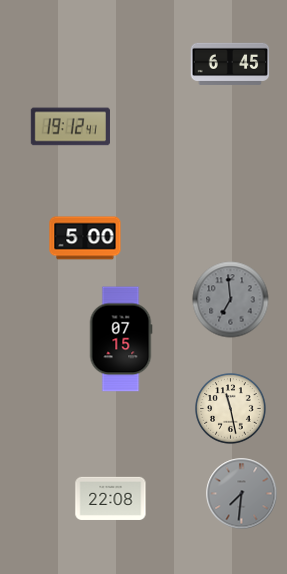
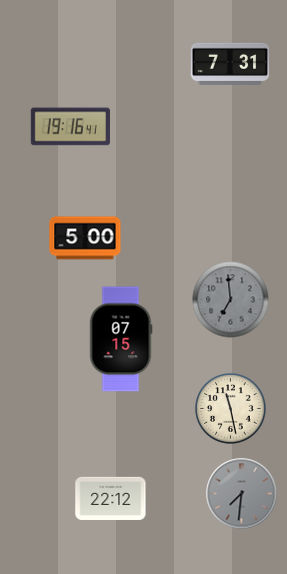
clock at (230, 64): 6:45 -> 7:31
clock at (70, 127): 19:12 -> 19:16
clock at (111, 498): 22:08 -> 22:12
